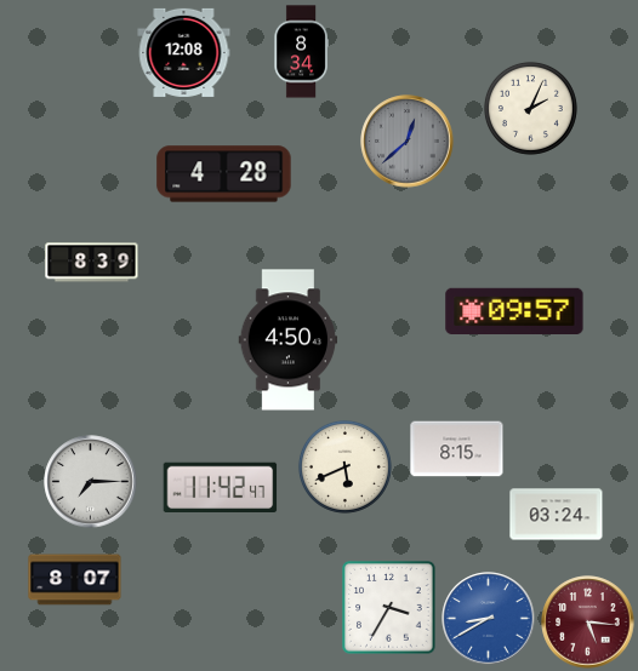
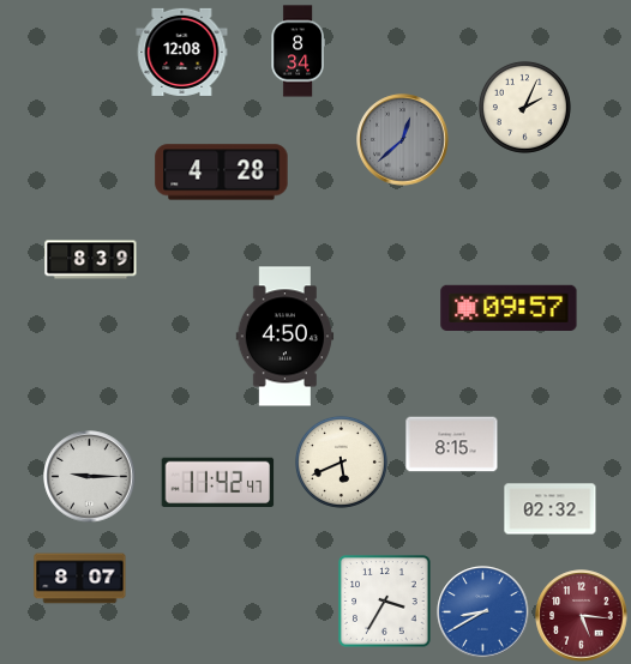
clock at (91, 482): 7:15 -> 9:15
clock at (557, 515): 03:24 -> 02:32
clock at (75, 580) position: (75, 580) -> (80, 579)
